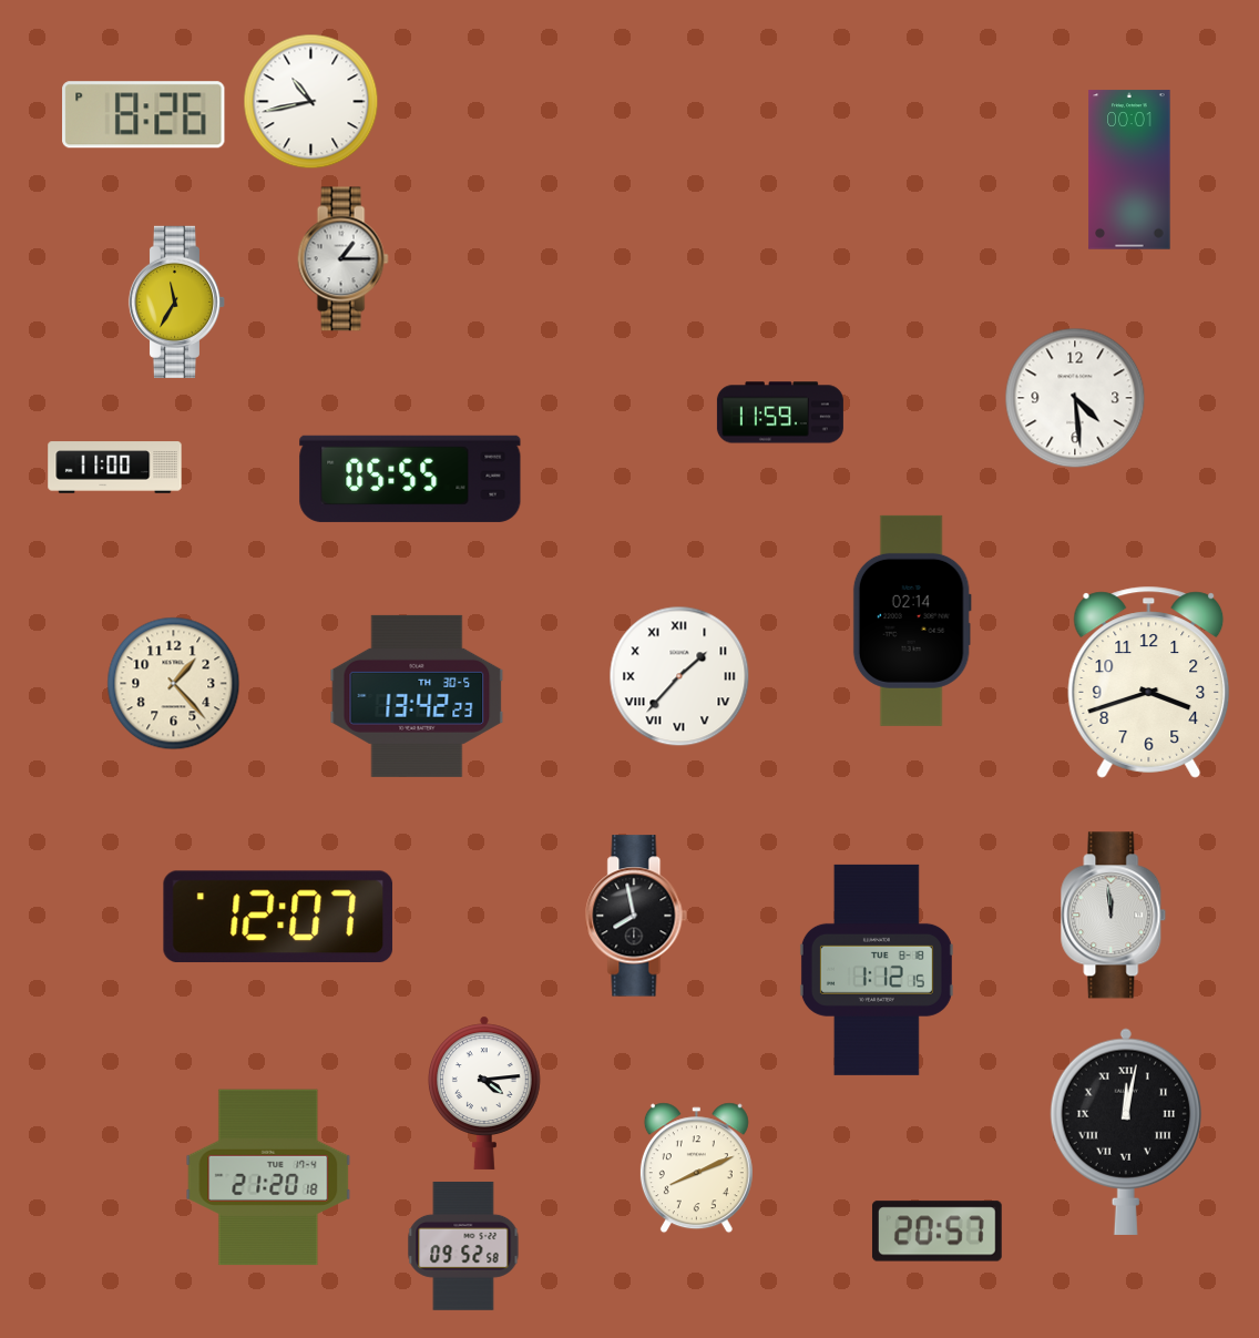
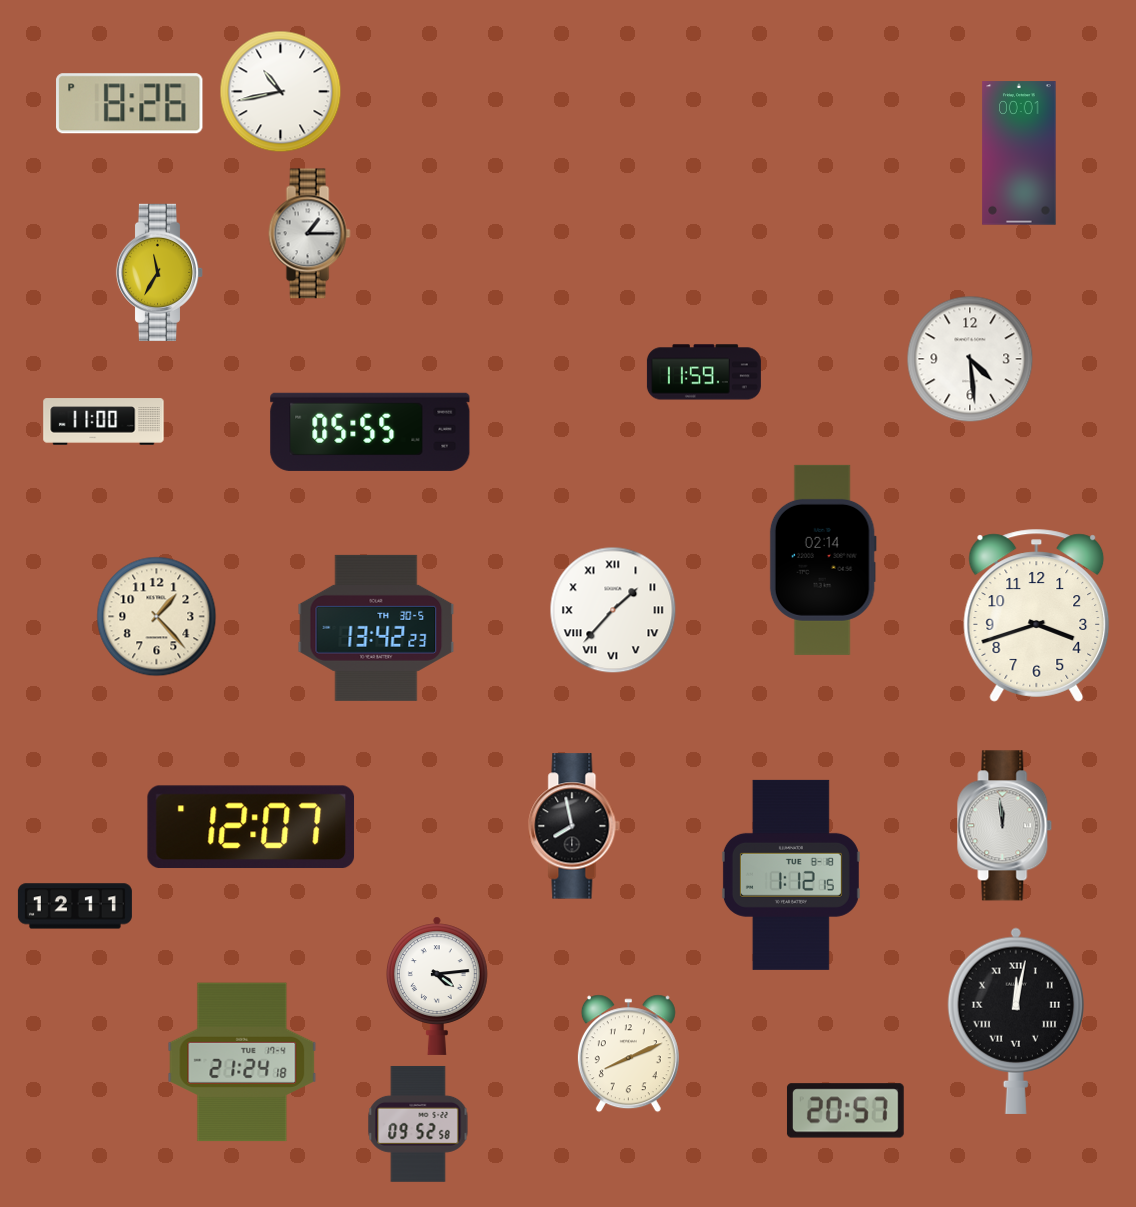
clock at (75, 906): none -> 12:11
clock at (268, 1177): 21:20 -> 21:24
